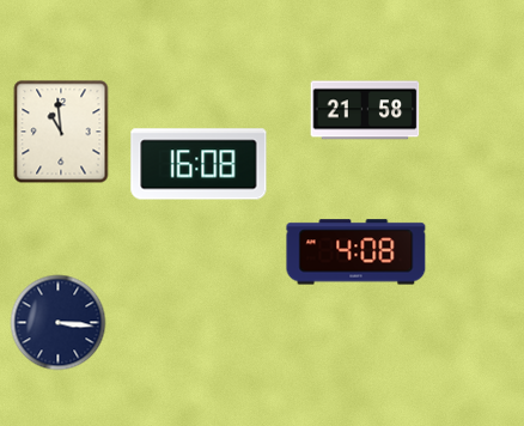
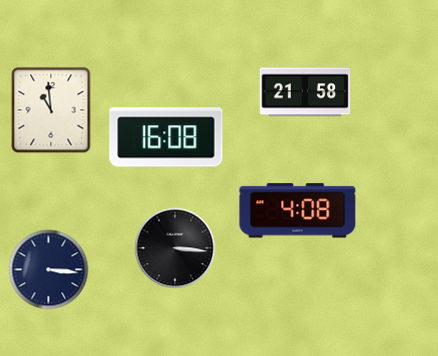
clock at (175, 248): none -> 3:16
